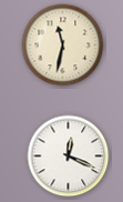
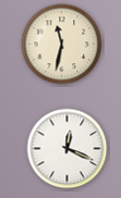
clock at (69, 156) position: (69, 156) -> (68, 149)
